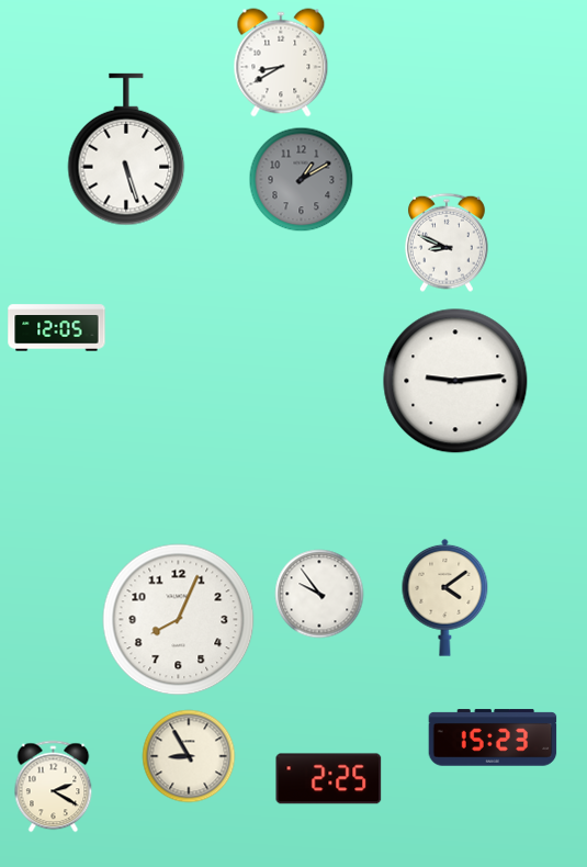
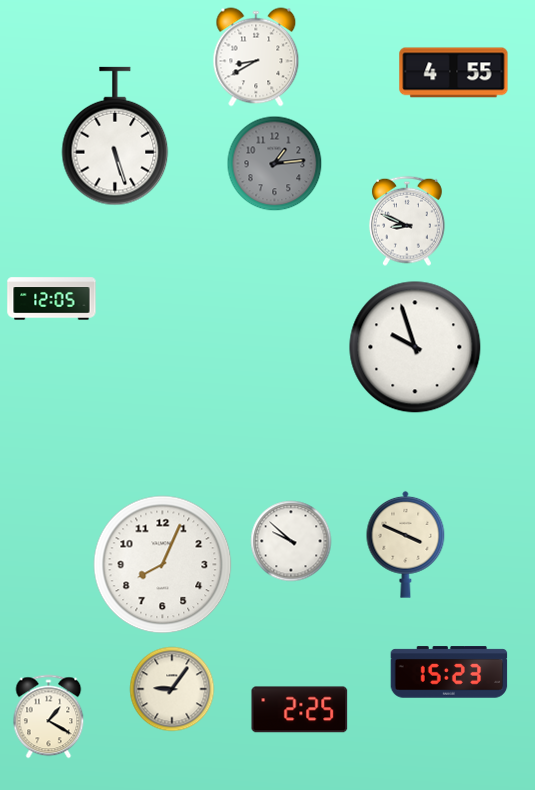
clock at (454, 73): none -> 4:55
clock at (302, 180): 1:10 -> 1:14
clock at (455, 381): 9:14 -> 9:57
clock at (319, 594): 9:54 -> 9:52
clock at (445, 597): 4:09 -> 3:49
clock at (189, 756): 8:55 -> 9:06
clock at (54, 787): 2:20 -> 1:20
